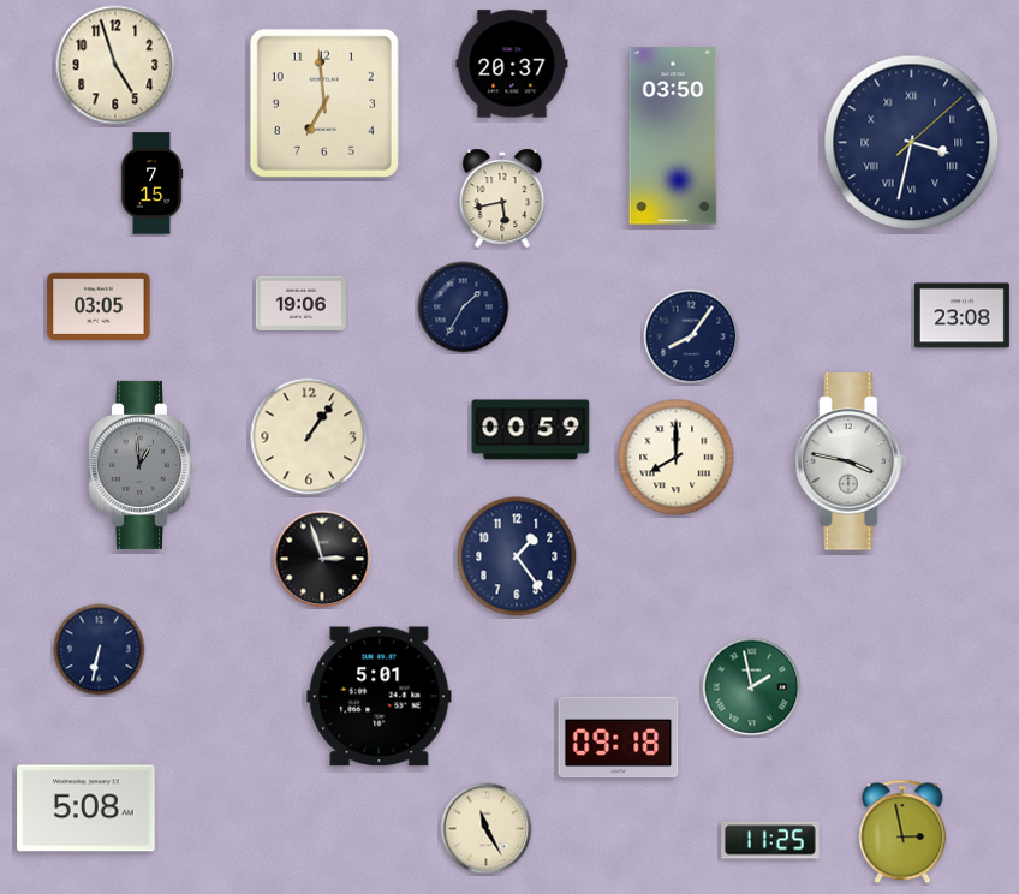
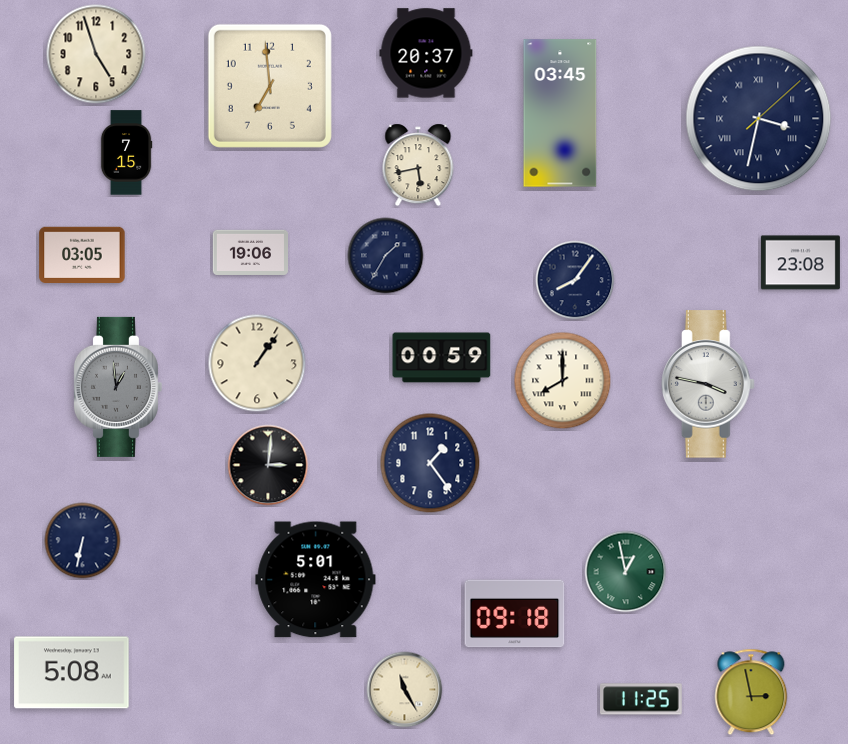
clock at (673, 136): 03:50 -> 03:45
clock at (322, 559): 2:57 -> 3:01
clock at (752, 687): 1:58 -> 12:58
